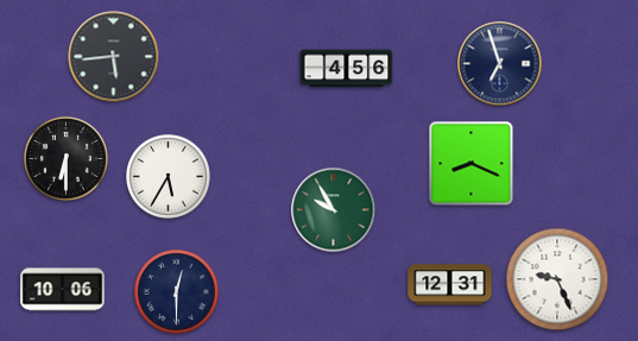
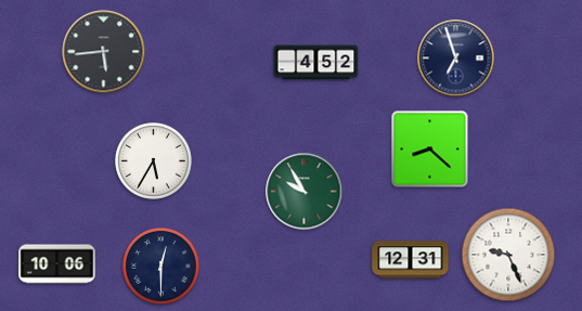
clock at (347, 69): 4:56 -> 4:52
clock at (67, 159): 6:30 -> none
clock at (472, 164): 8:19 -> 8:22
